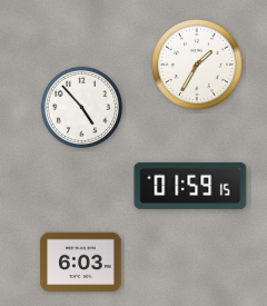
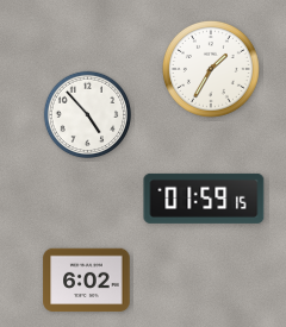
clock at (81, 263): 6:03 -> 6:02
